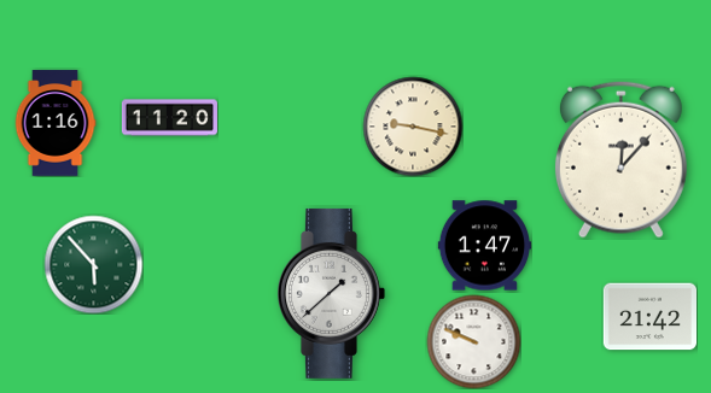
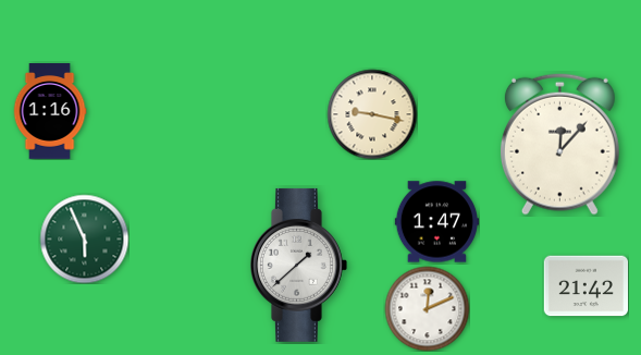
clock at (169, 118): 11:20 -> none
clock at (93, 264): 5:53 -> 5:56
clock at (473, 341): 9:49 -> 12:11
